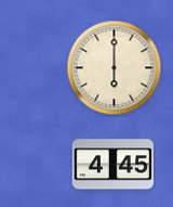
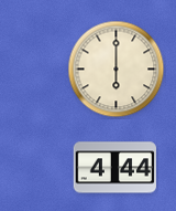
clock at (114, 165): 4:45 -> 4:44
